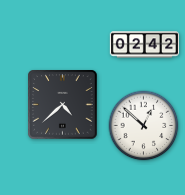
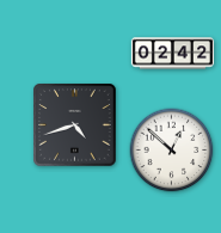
clock at (63, 105): 4:38 -> 4:42
